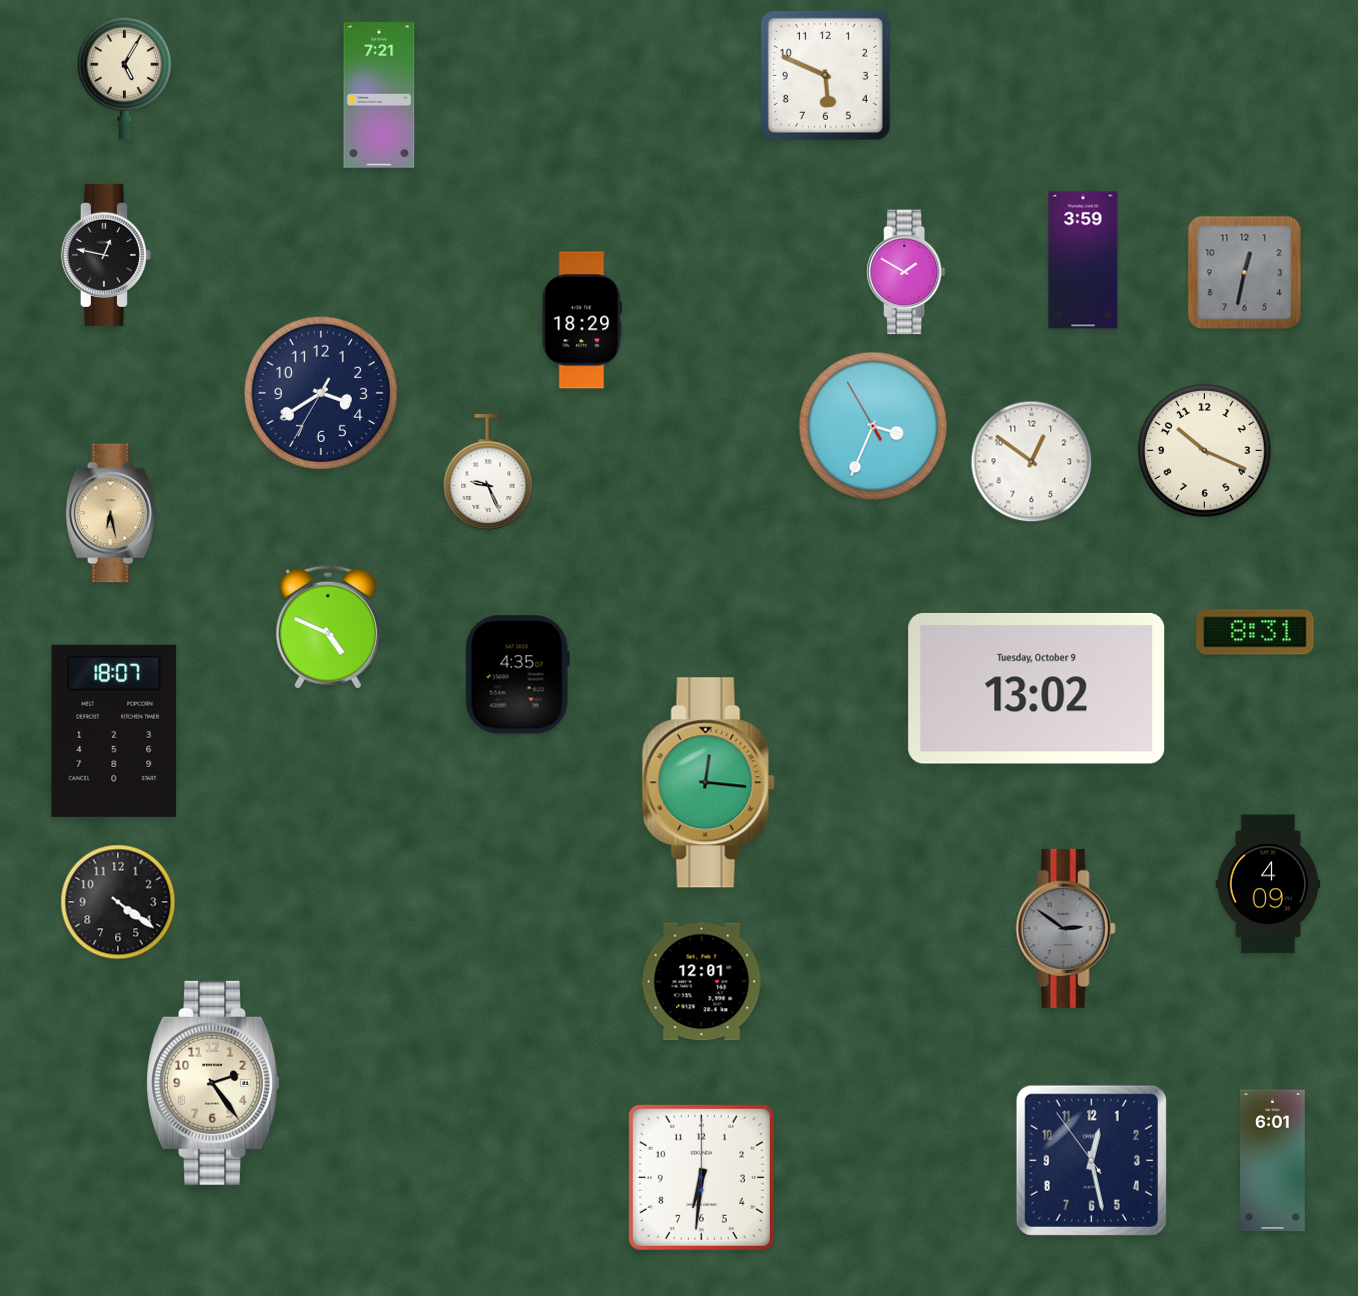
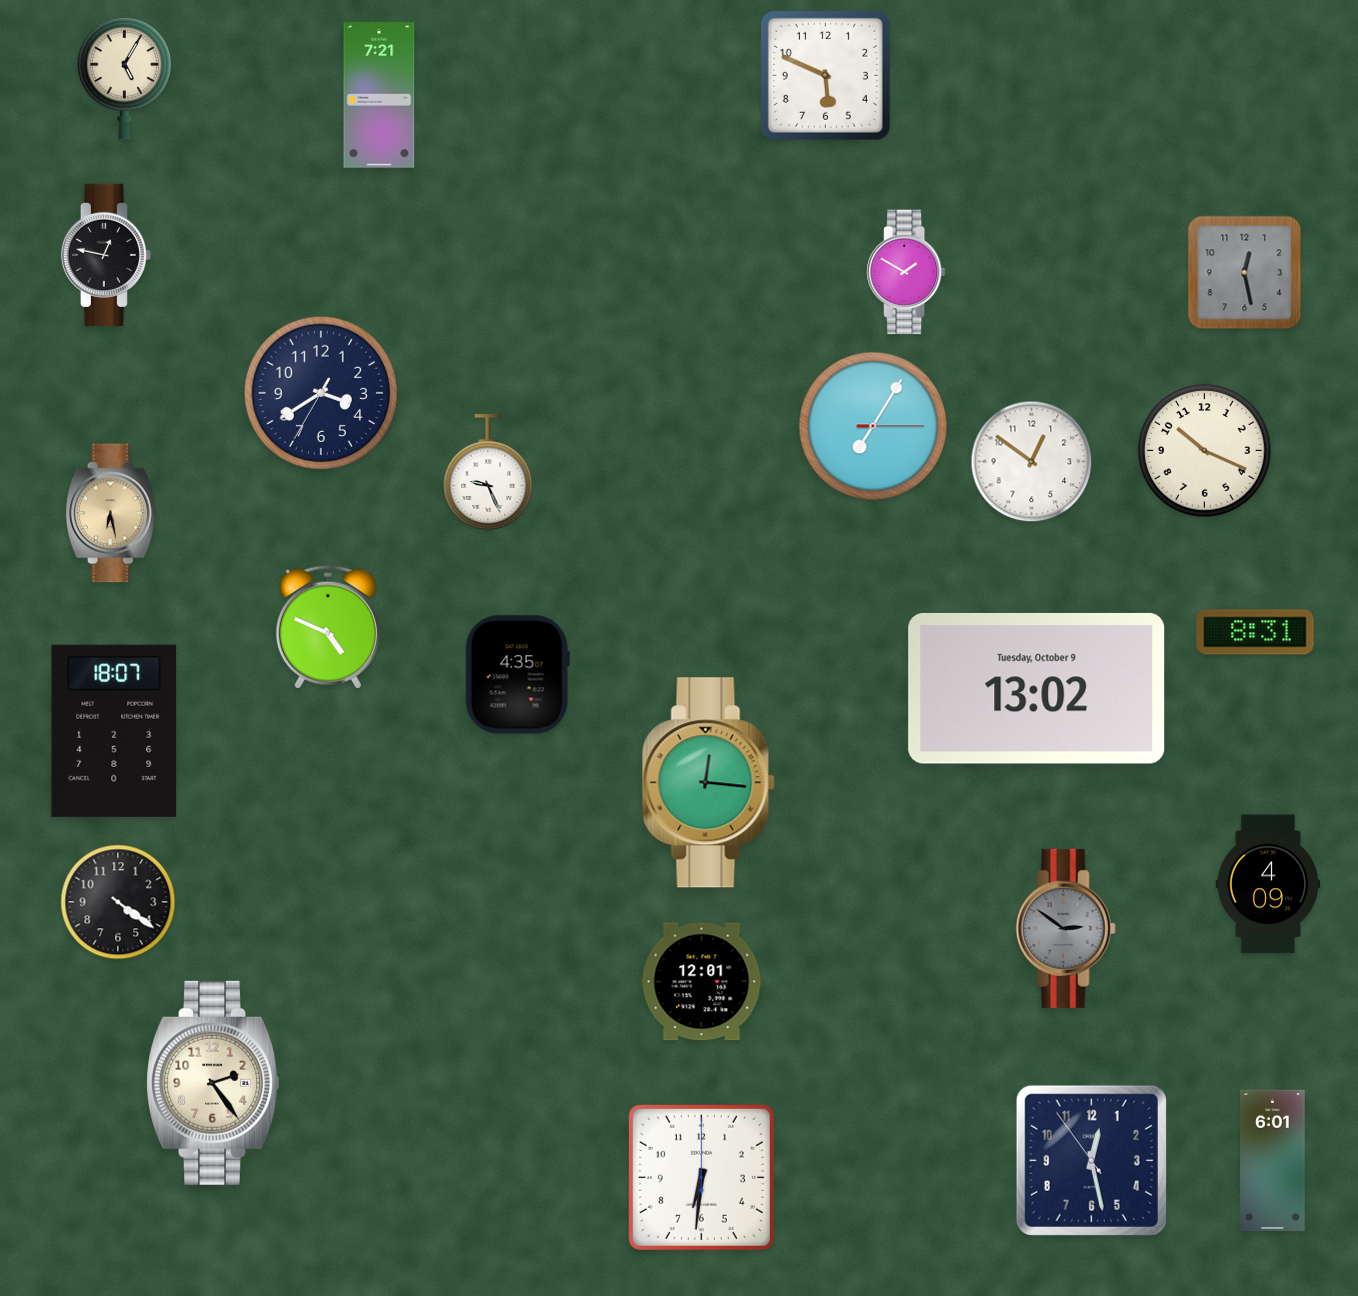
clock at (1083, 260): 3:59 -> none
clock at (1245, 273): 12:32 -> 12:28
clock at (582, 320): 18:29 -> none
clock at (873, 426): 3:33 -> 7:05
